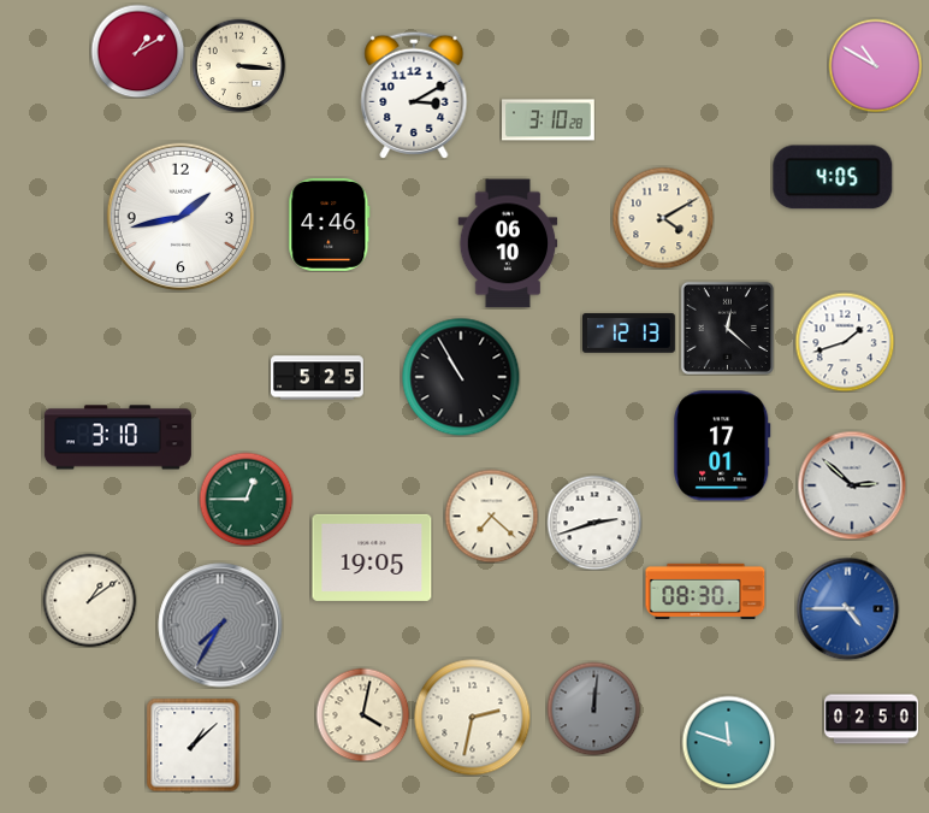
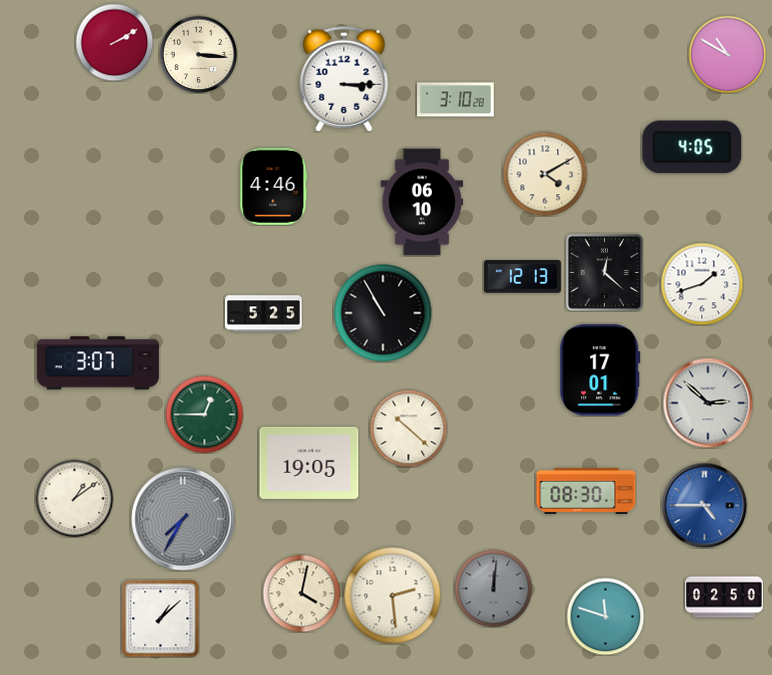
clock at (137, 51): 1:10 -> 2:10
clock at (414, 95): 3:10 -> 3:15
clock at (179, 216): 1:43 -> none
clock at (663, 218) position: (663, 218) -> (545, 174)
clock at (118, 437): 3:10 -> 3:07
clock at (491, 516): 7:22 -> 10:22
clock at (594, 523): 2:42 -> none
clock at (472, 717): 2:32 -> 2:29
